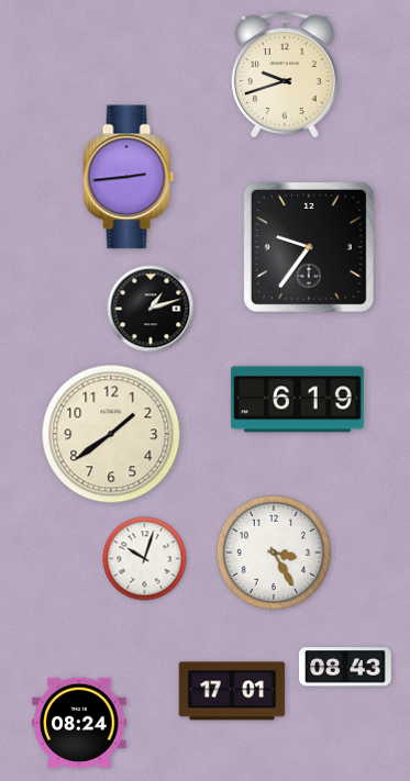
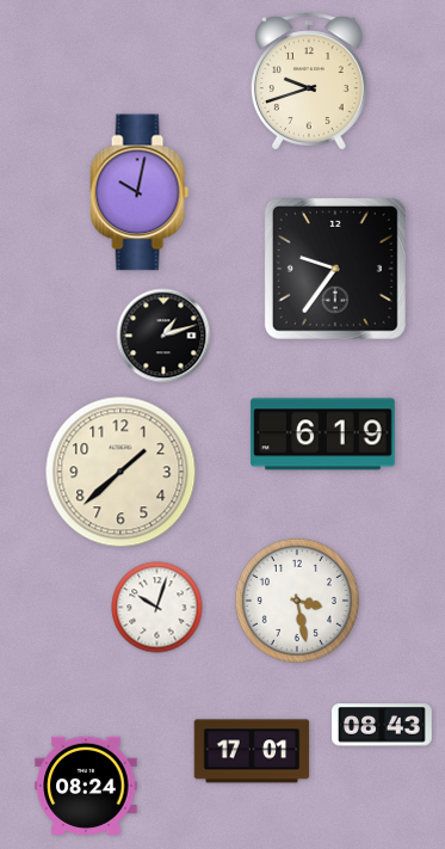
clock at (129, 177): 2:44 -> 10:02
clock at (111, 434): 1:39 -> 1:38
clock at (274, 553): 3:25 -> 3:28
clock at (345, 667) position: (345, 667) -> (382, 725)
